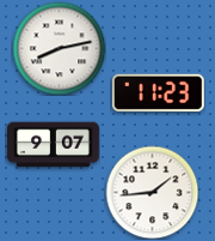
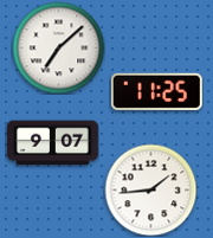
clock at (59, 48): 8:13 -> 7:08
clock at (158, 92): 11:23 -> 11:25
